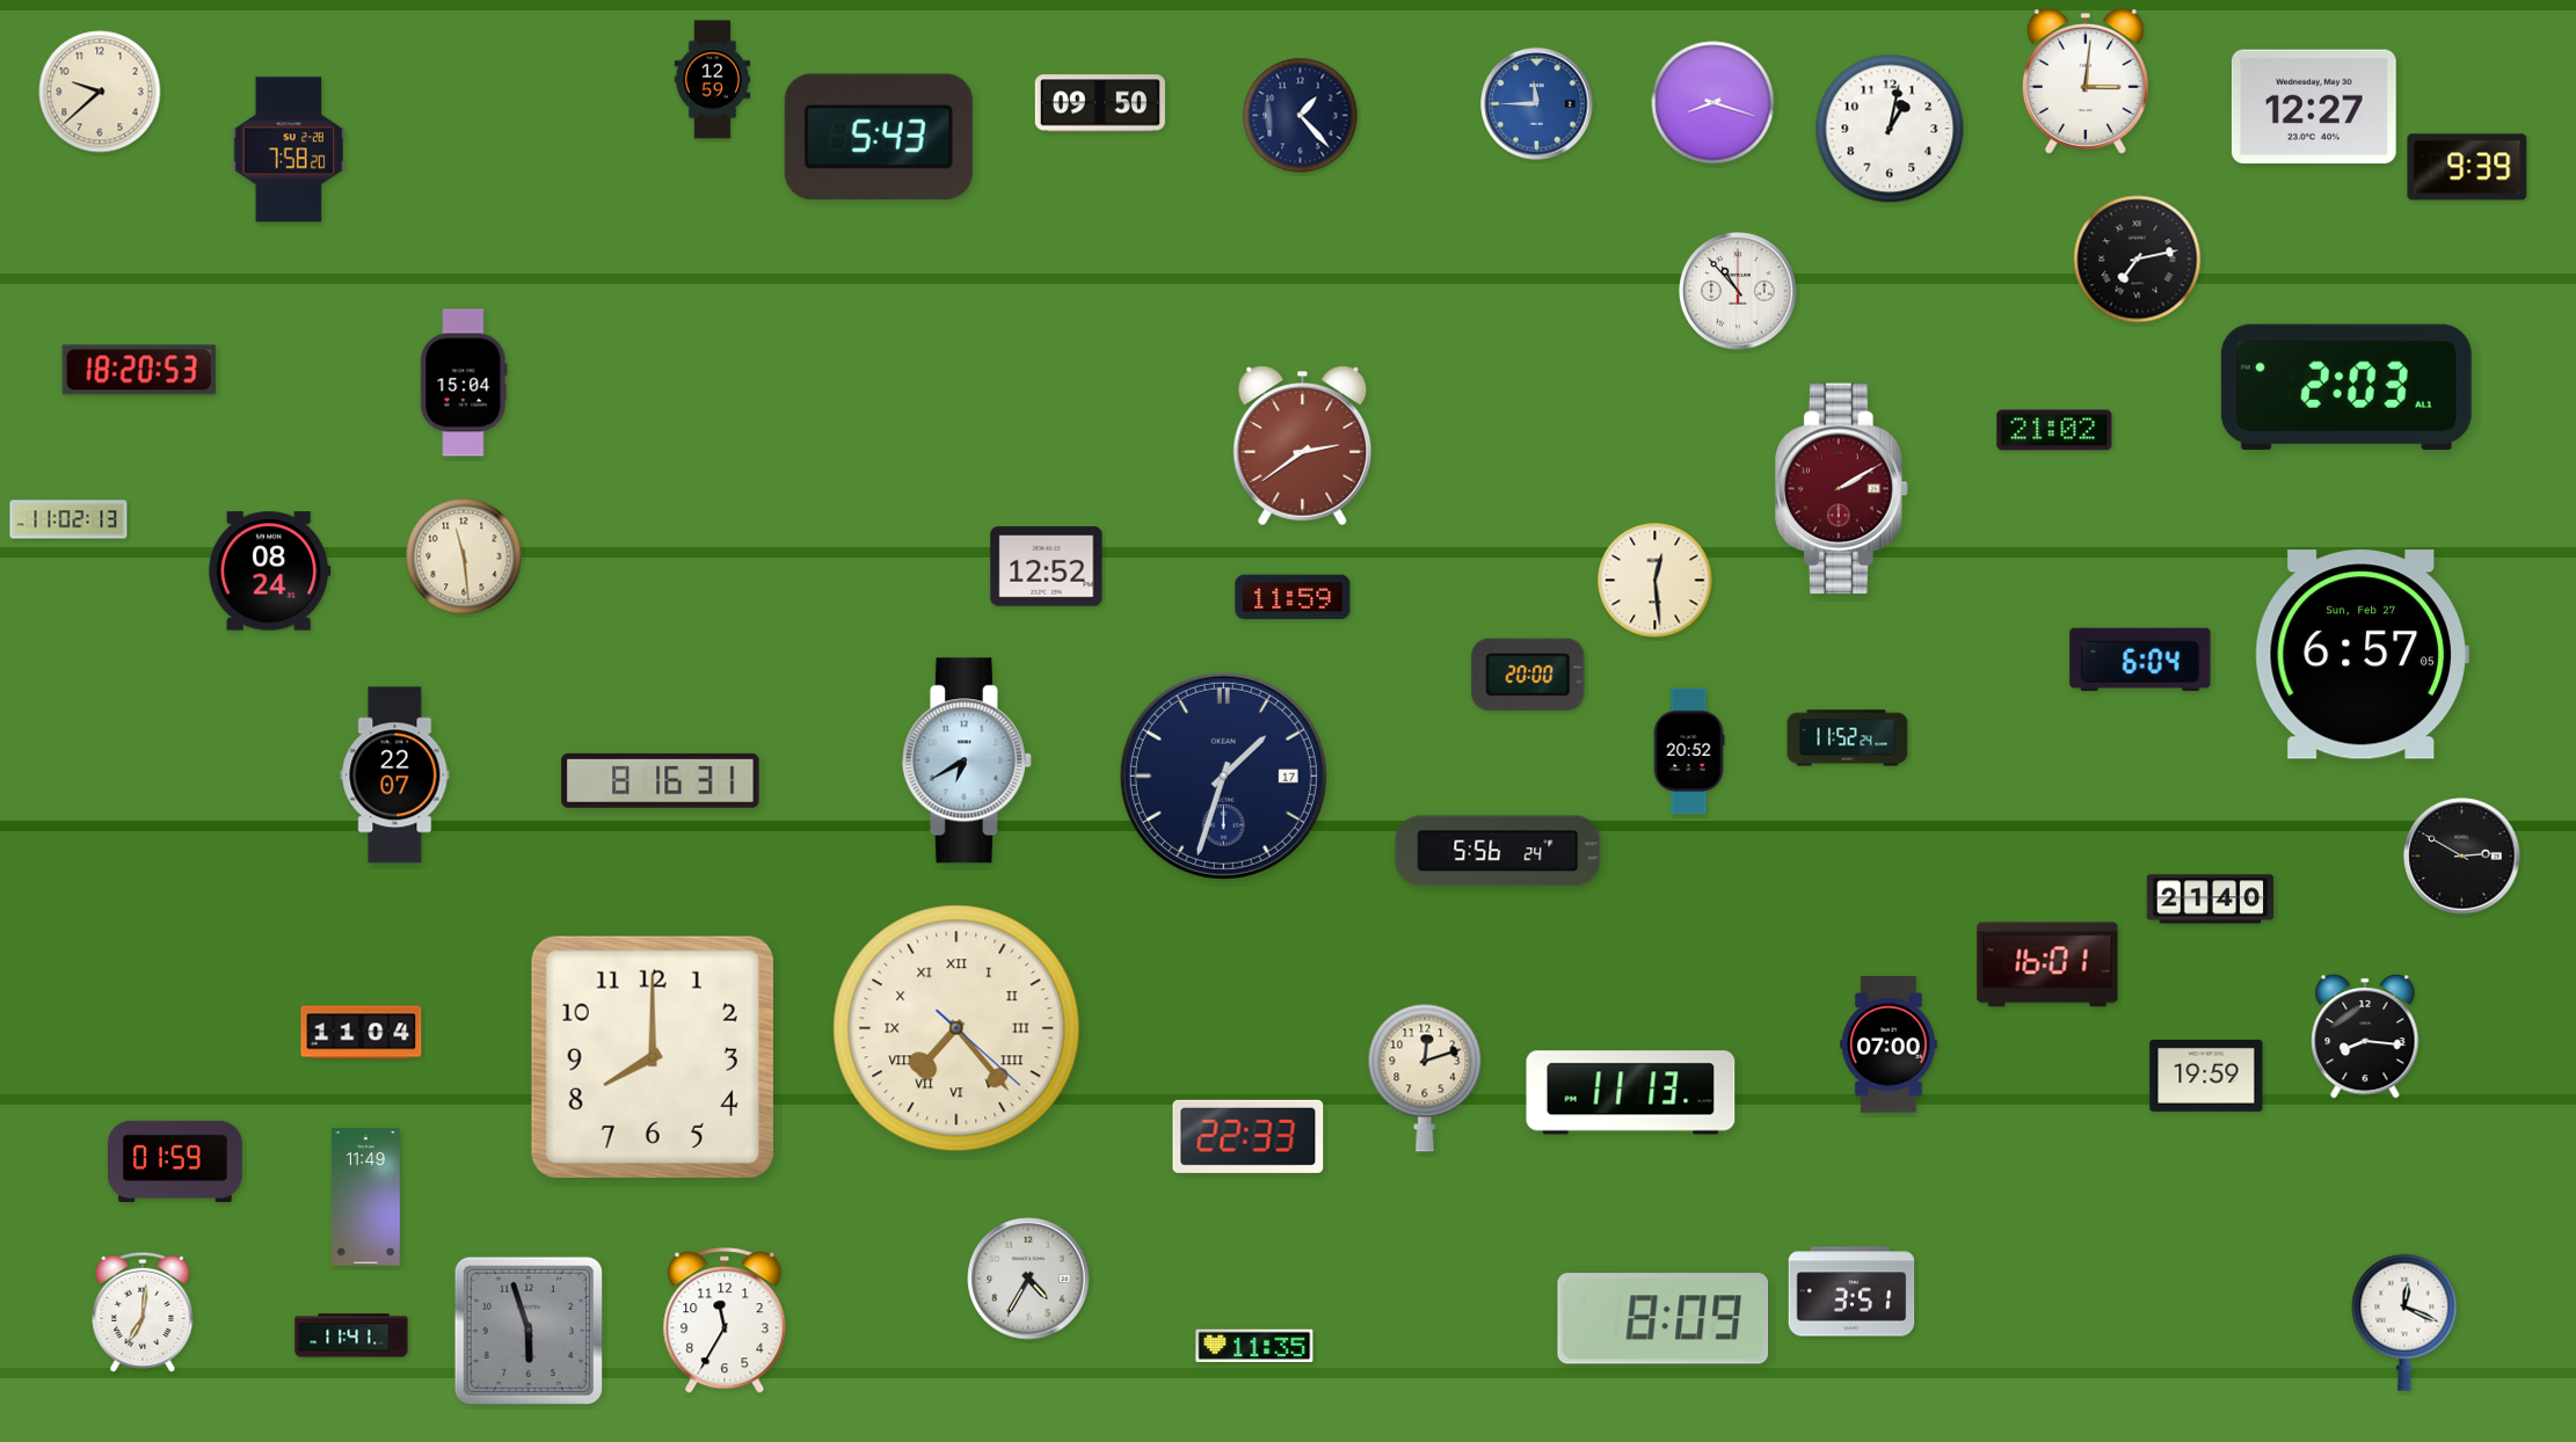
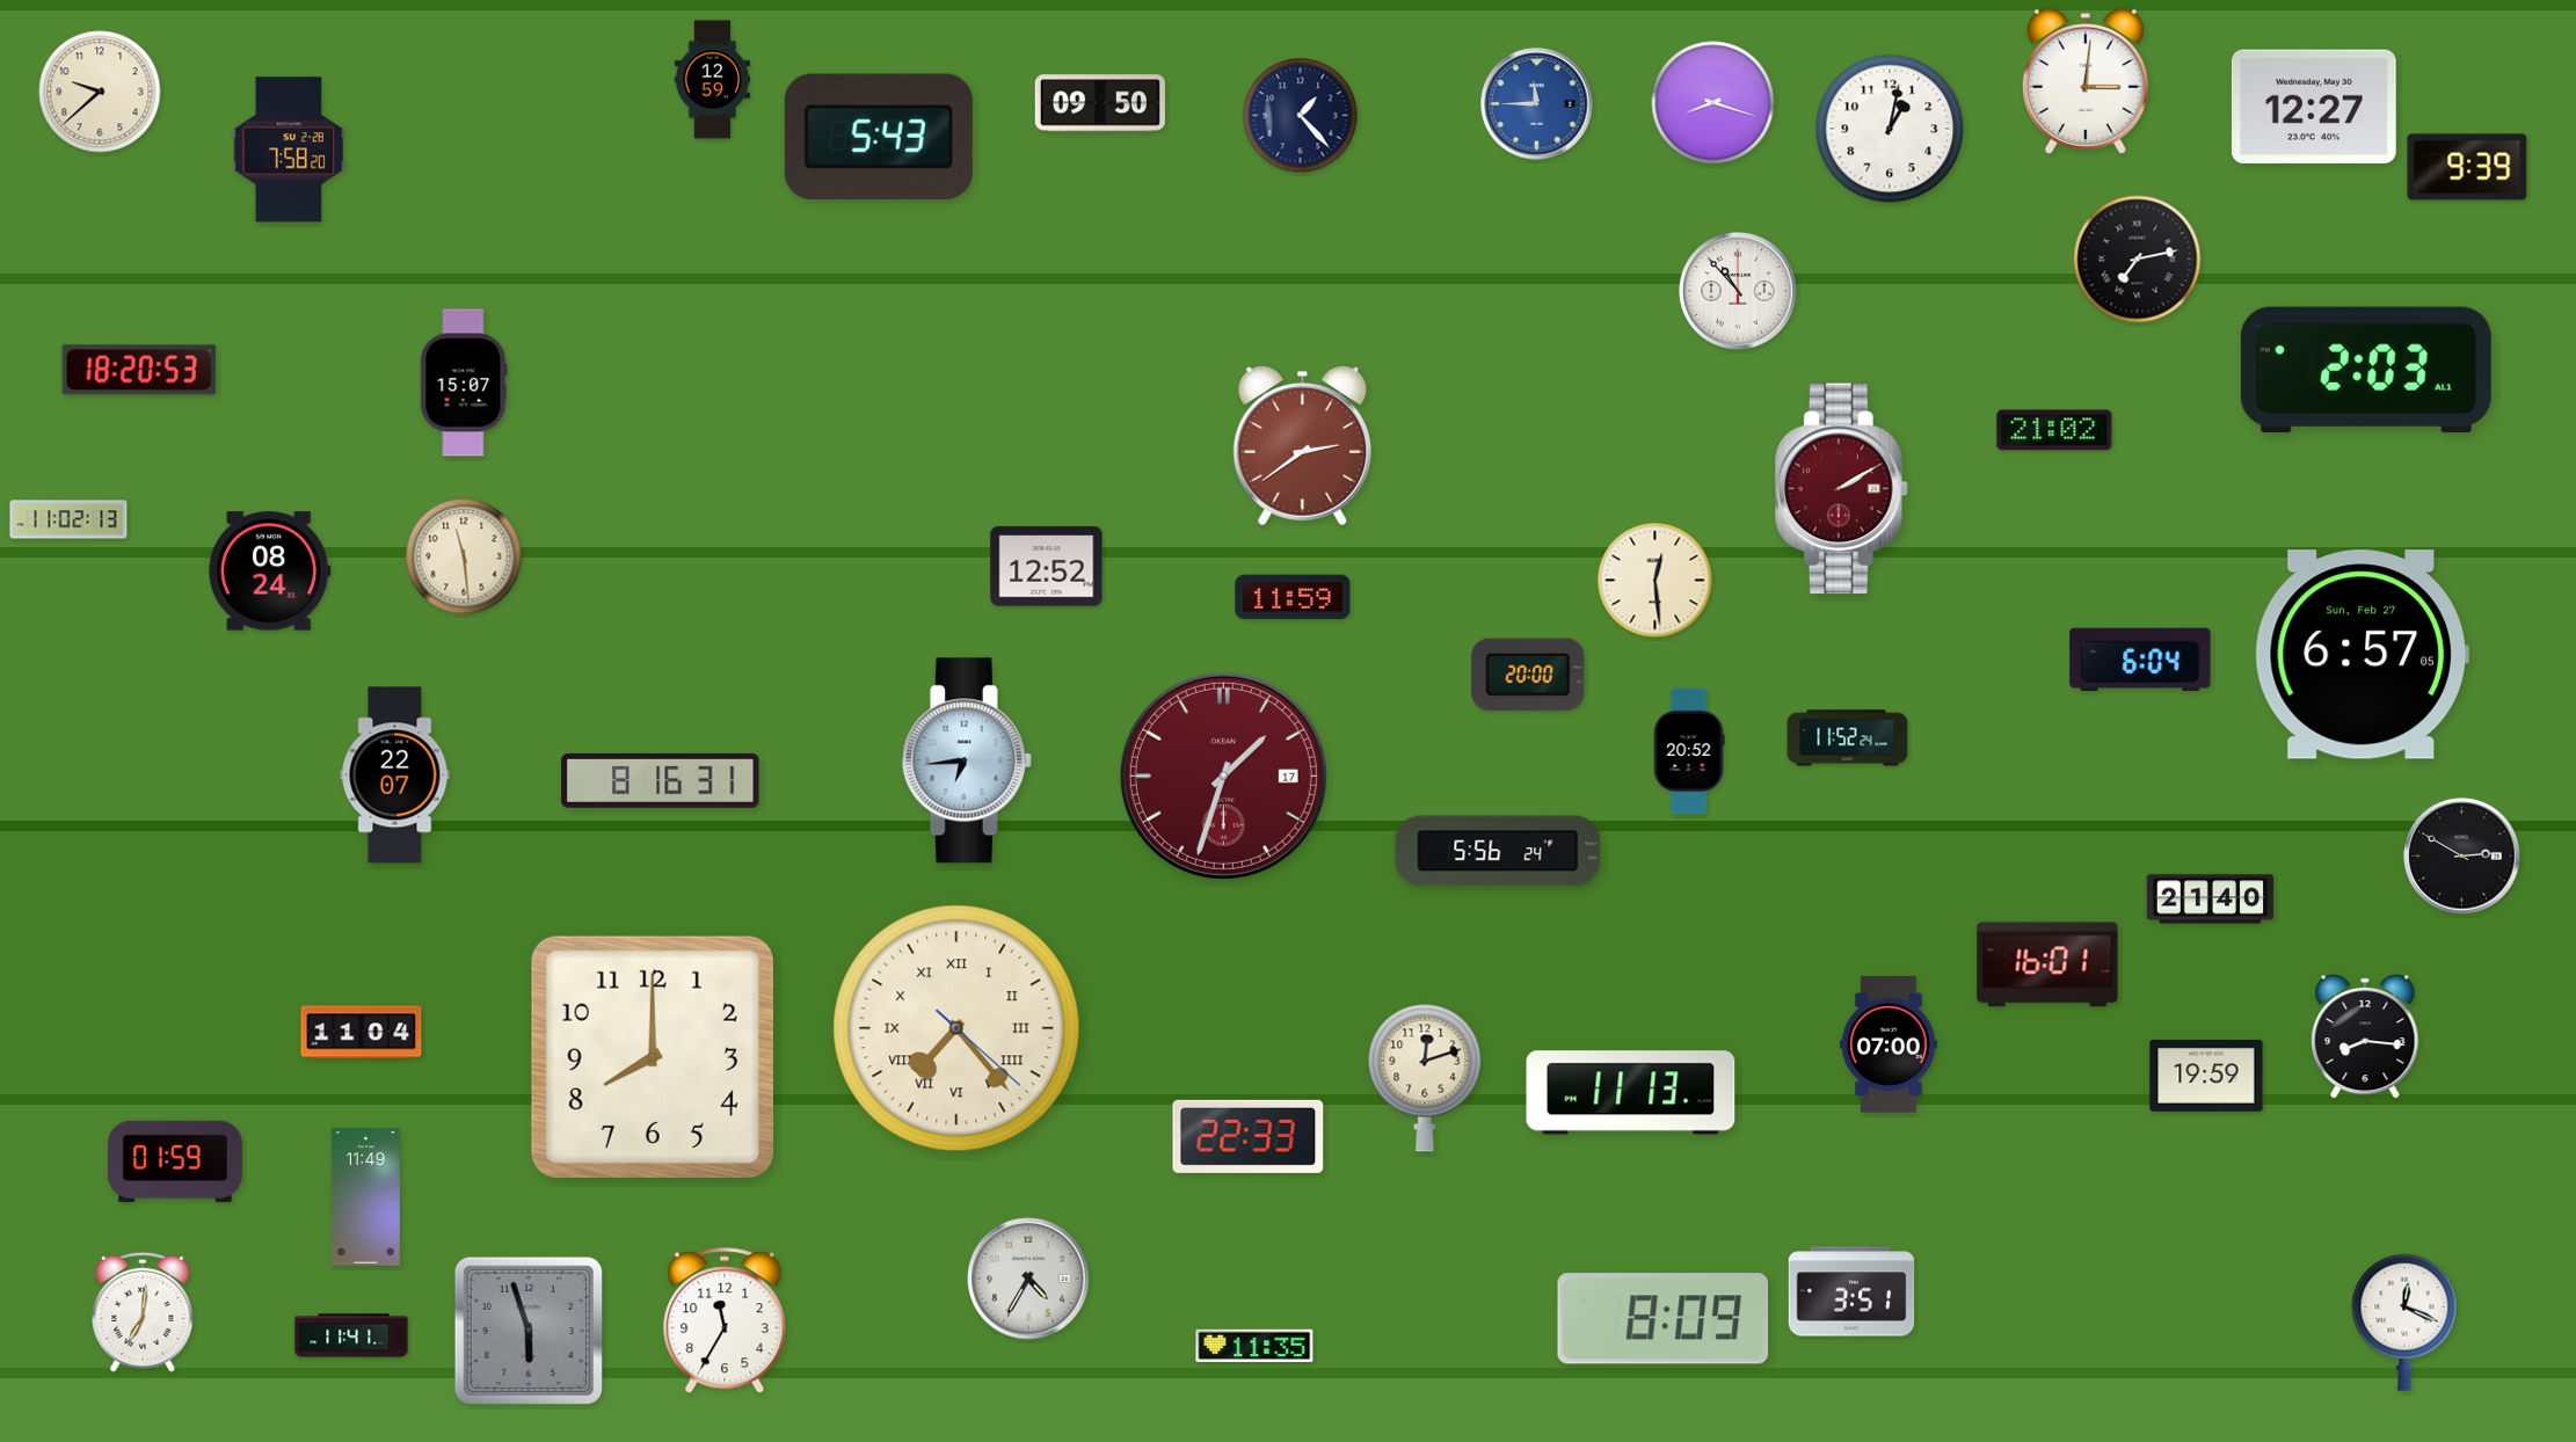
clock at (464, 383): 15:04 -> 15:07
clock at (2346, 387) position: (2346, 387) -> (2366, 370)
clock at (967, 760): 6:40 -> 6:44
clock at (1223, 775) dial: navy -> burgundy
